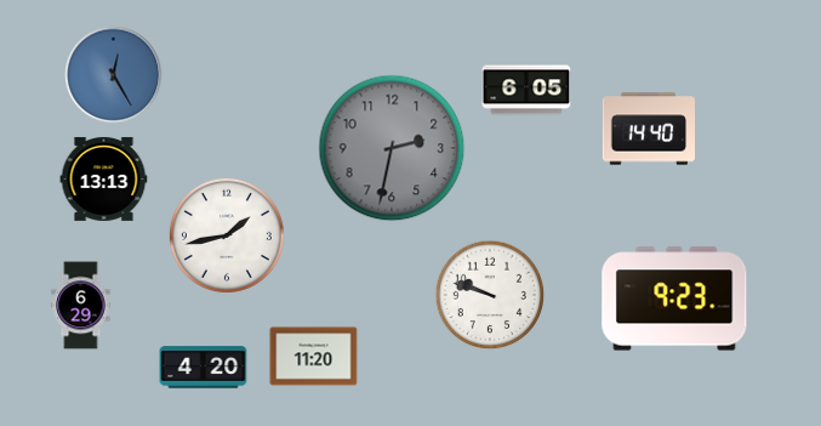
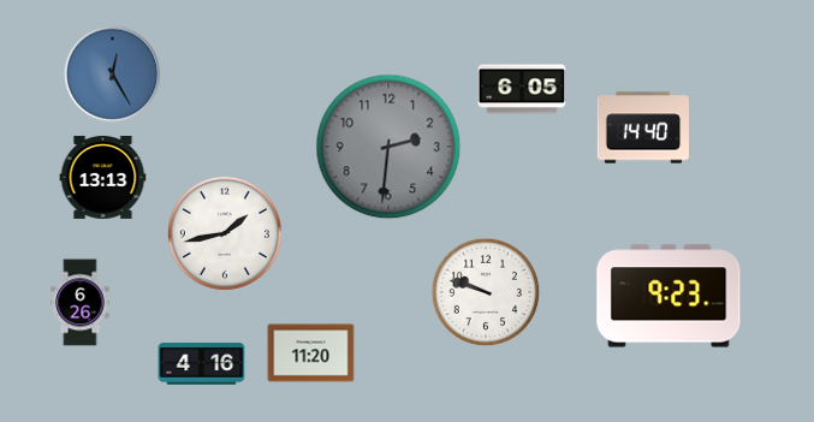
clock at (392, 148): 2:32 -> 2:31
clock at (81, 306): 6:29 -> 6:26
clock at (204, 368): 4:20 -> 4:16
